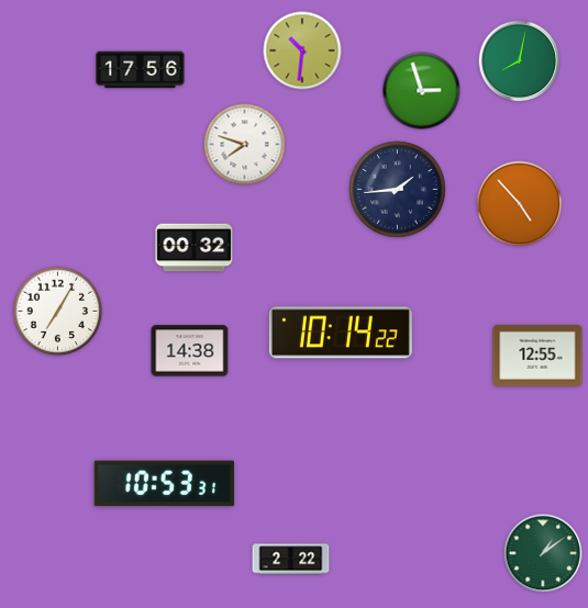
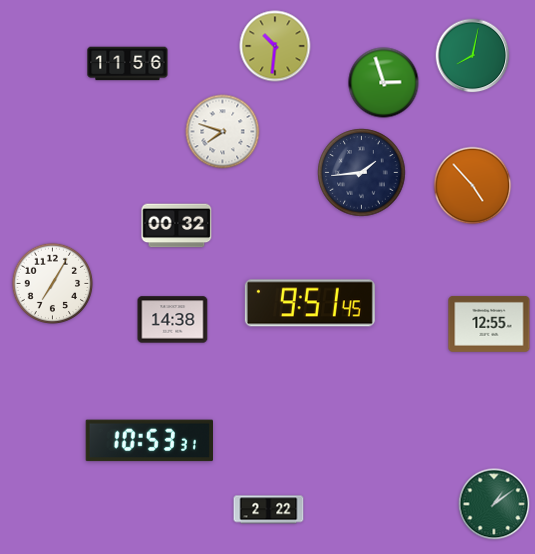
clock at (141, 70): 17:56 -> 11:56
clock at (341, 333): 10:14 -> 9:51
clock at (291, 560) position: (291, 560) -> (269, 510)
